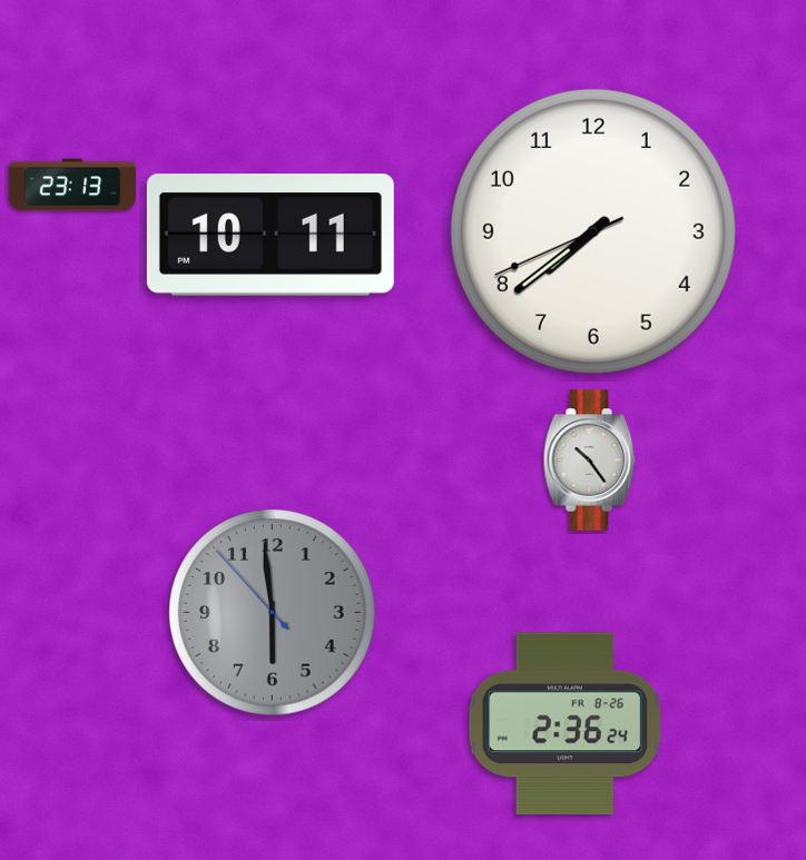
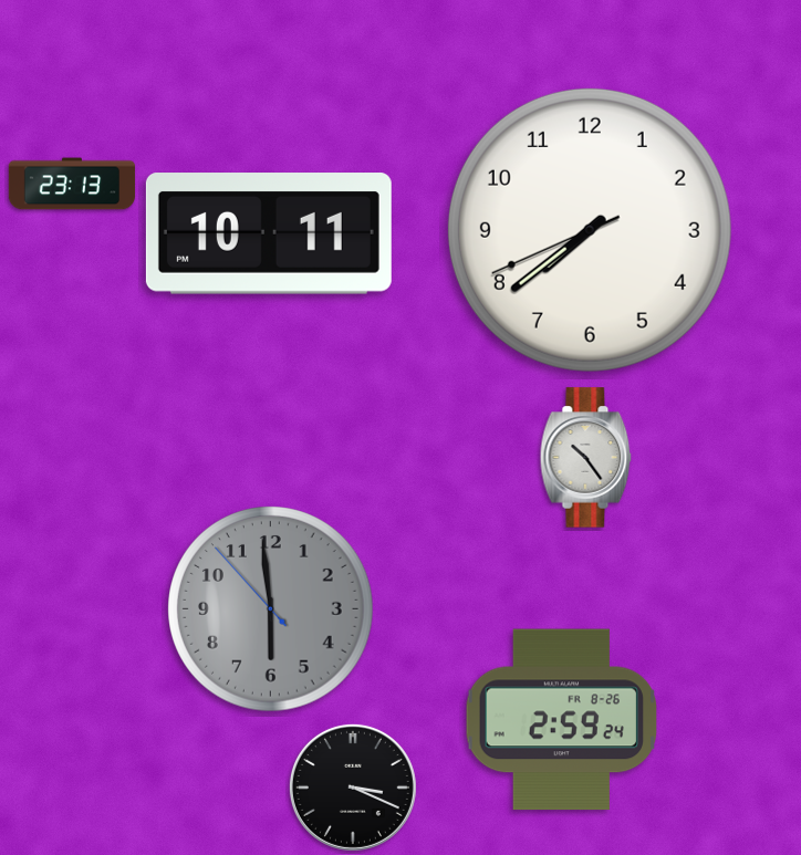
clock at (564, 724): 2:36 -> 2:59
clock at (353, 788): none -> 3:19
